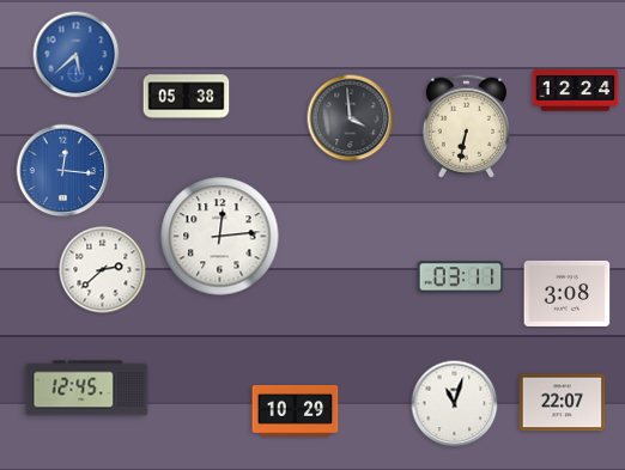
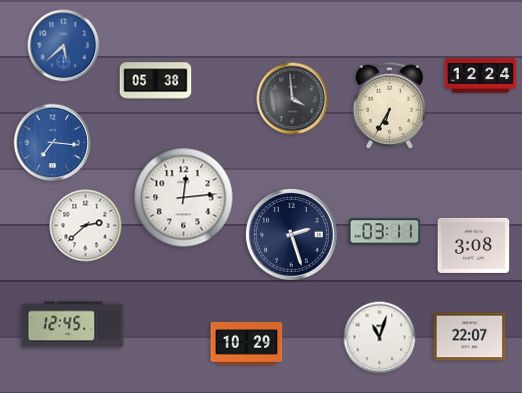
clock at (466, 126): 6:32 -> 6:35
clock at (63, 171): 12:16 -> 7:16
clock at (291, 234): none -> 2:27
